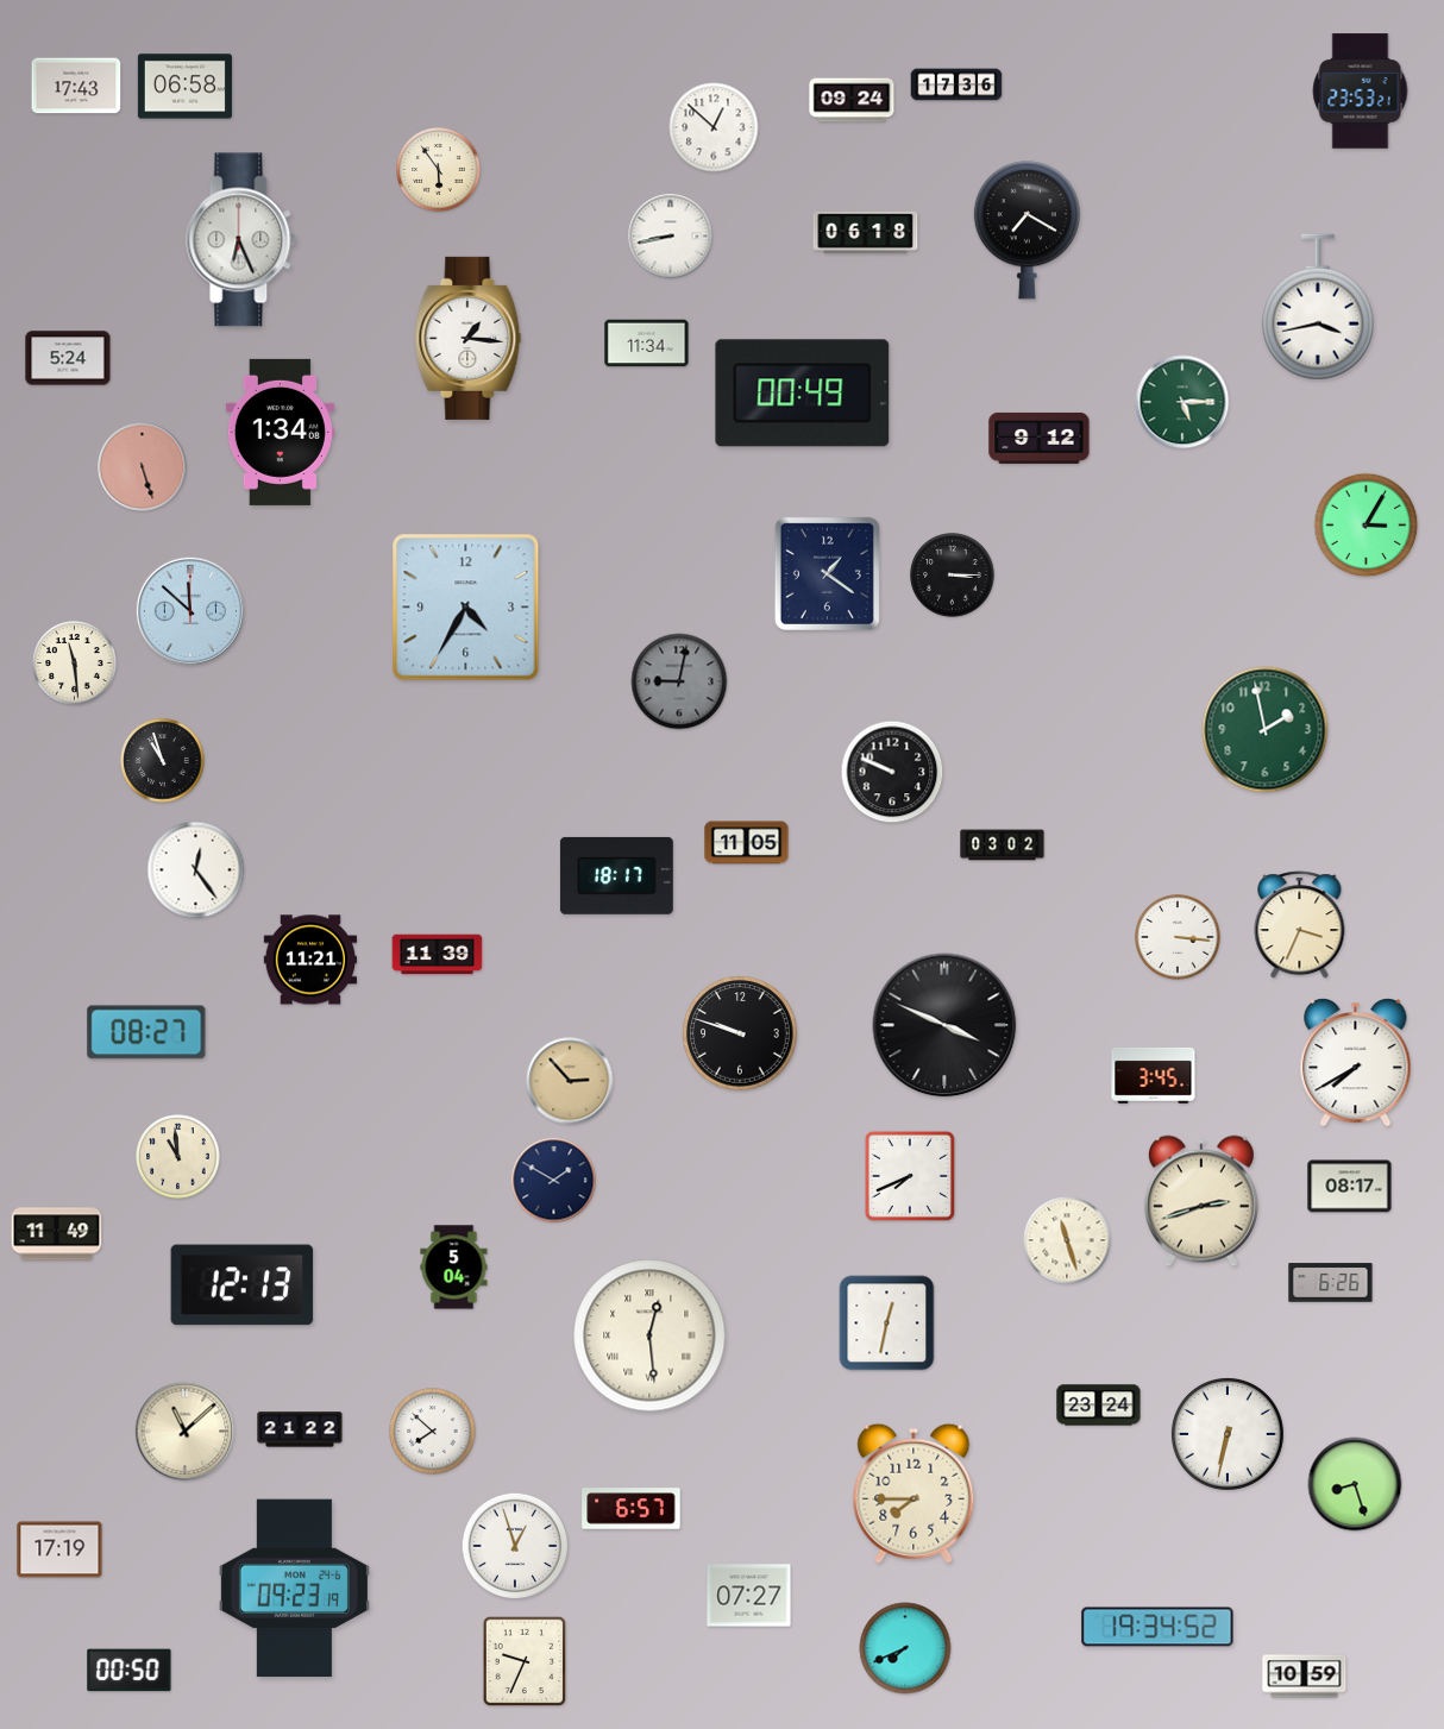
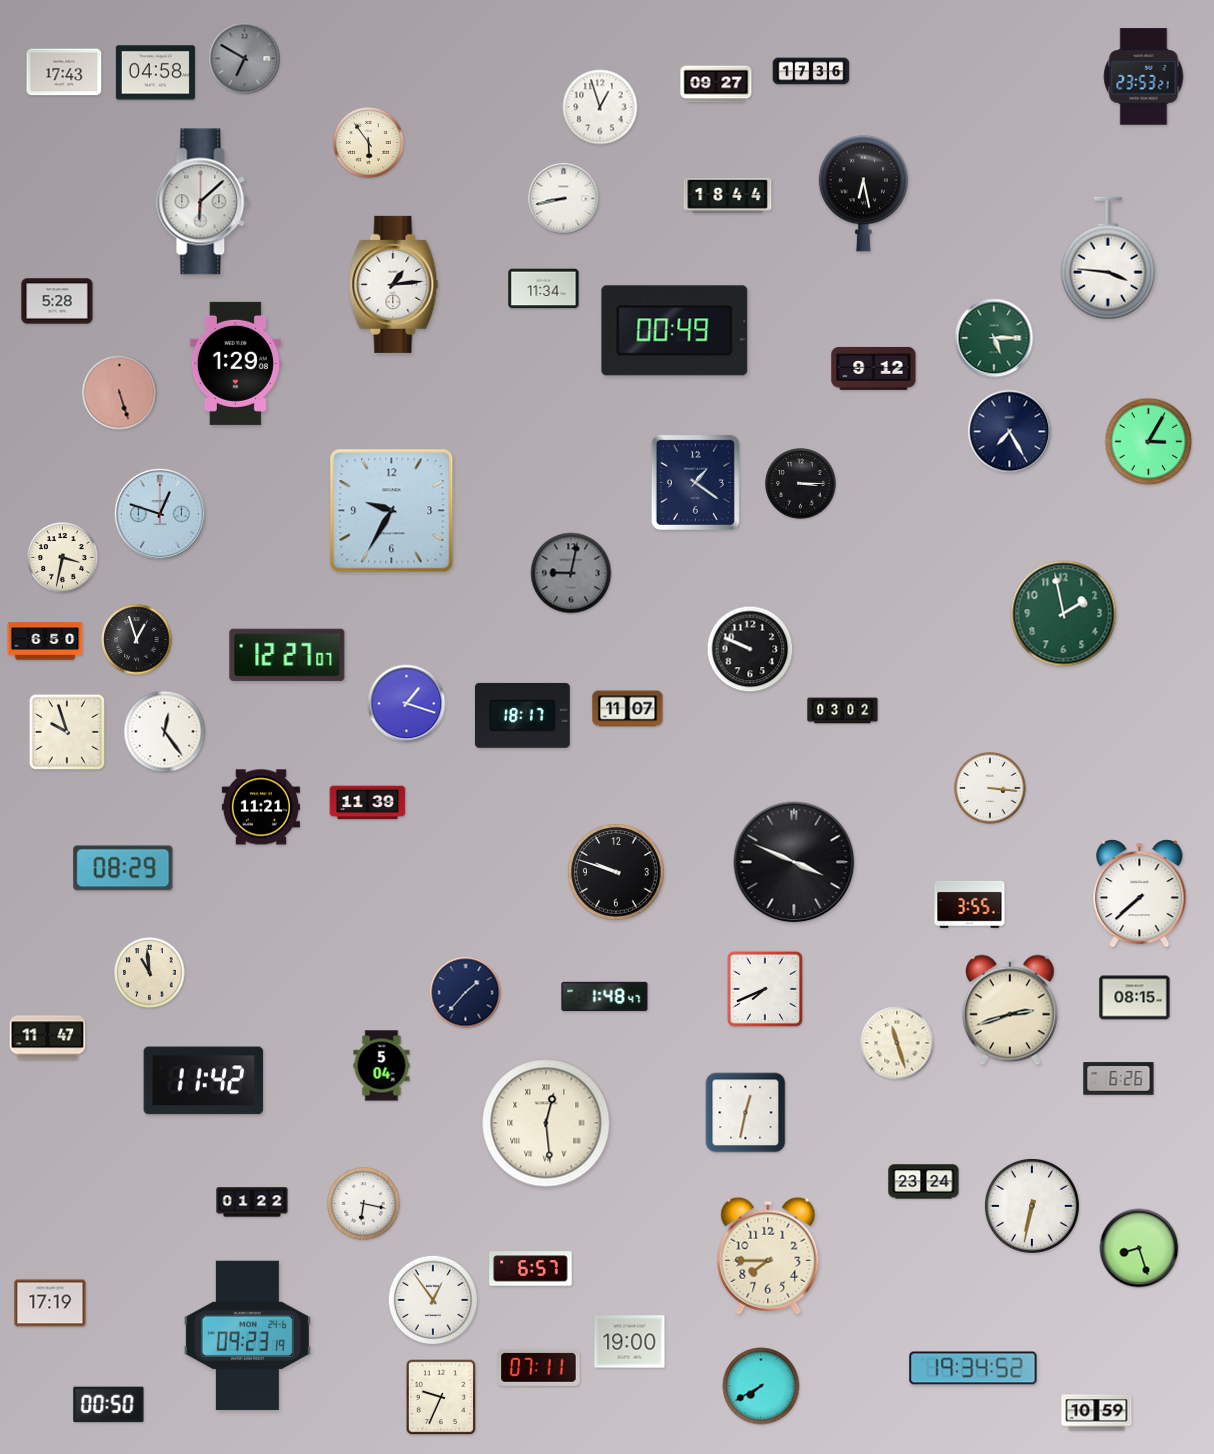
clock at (245, 59): none -> 6:50
clock at (956, 84) position: (956, 84) -> (811, 71)
clock at (184, 87): 06:58 -> 04:58
clock at (852, 100): 09:24 -> 09:27
clock at (714, 127): 12:52 -> 12:57
clock at (1027, 231): 7:20 -> 6:28
clock at (866, 232): 06:18 -> 18:44
clock at (241, 240): 6:26 -> 6:08
clock at (1318, 307): 3:43 -> 3:46
clock at (469, 338): 1:16 -> 1:14
clock at (68, 358): 5:24 -> 5:28
clock at (280, 432): 1:34 -> 1:29
clock at (1010, 432): none -> 7:25
clock at (466, 608): 4:35 -> 9:35
clock at (190, 611): 11:52 -> 12:48
clock at (75, 664): 11:29 -> 3:32
clock at (163, 761): 10:57 -> 12:57
clock at (45, 641): none -> 6:50
clock at (287, 655): none -> 12:27
clock at (407, 704): none -> 1:18
clock at (747, 843): 11:05 -> 11:07
clock at (67, 732): none -> 9:57
clock at (616, 875) position: (616, 875) -> (522, 715)
clock at (1300, 925): 3:34 -> none
clock at (146, 1032): 08:27 -> 08:29
clock at (740, 1033) position: (740, 1033) -> (616, 872)
clock at (1356, 1063): 7:40 -> 7:38
clock at (1154, 1075): 3:45 -> 3:55
clock at (570, 1081): 2:53 -> none
clock at (554, 1181): 1:50 -> 1:37
clock at (605, 997): none -> 1:48
clock at (1350, 1187): 08:17 -> 08:15
clock at (57, 1234): 11:49 -> 11:47
clock at (243, 1285): 12:13 -> 11:42
clock at (300, 1429): 21:22 -> 01:22
clock at (186, 1432): 11:08 -> none
clock at (433, 1432): 7:52 -> 6:17
clock at (515, 1546): 12:57 -> 12:54
clock at (749, 1596): 07:27 -> 19:00
clock at (539, 1367): none -> 07:11
clock at (905, 1648): 7:41 -> 7:40
clock at (1305, 1677) position: (1305, 1677) -> (1097, 1413)
